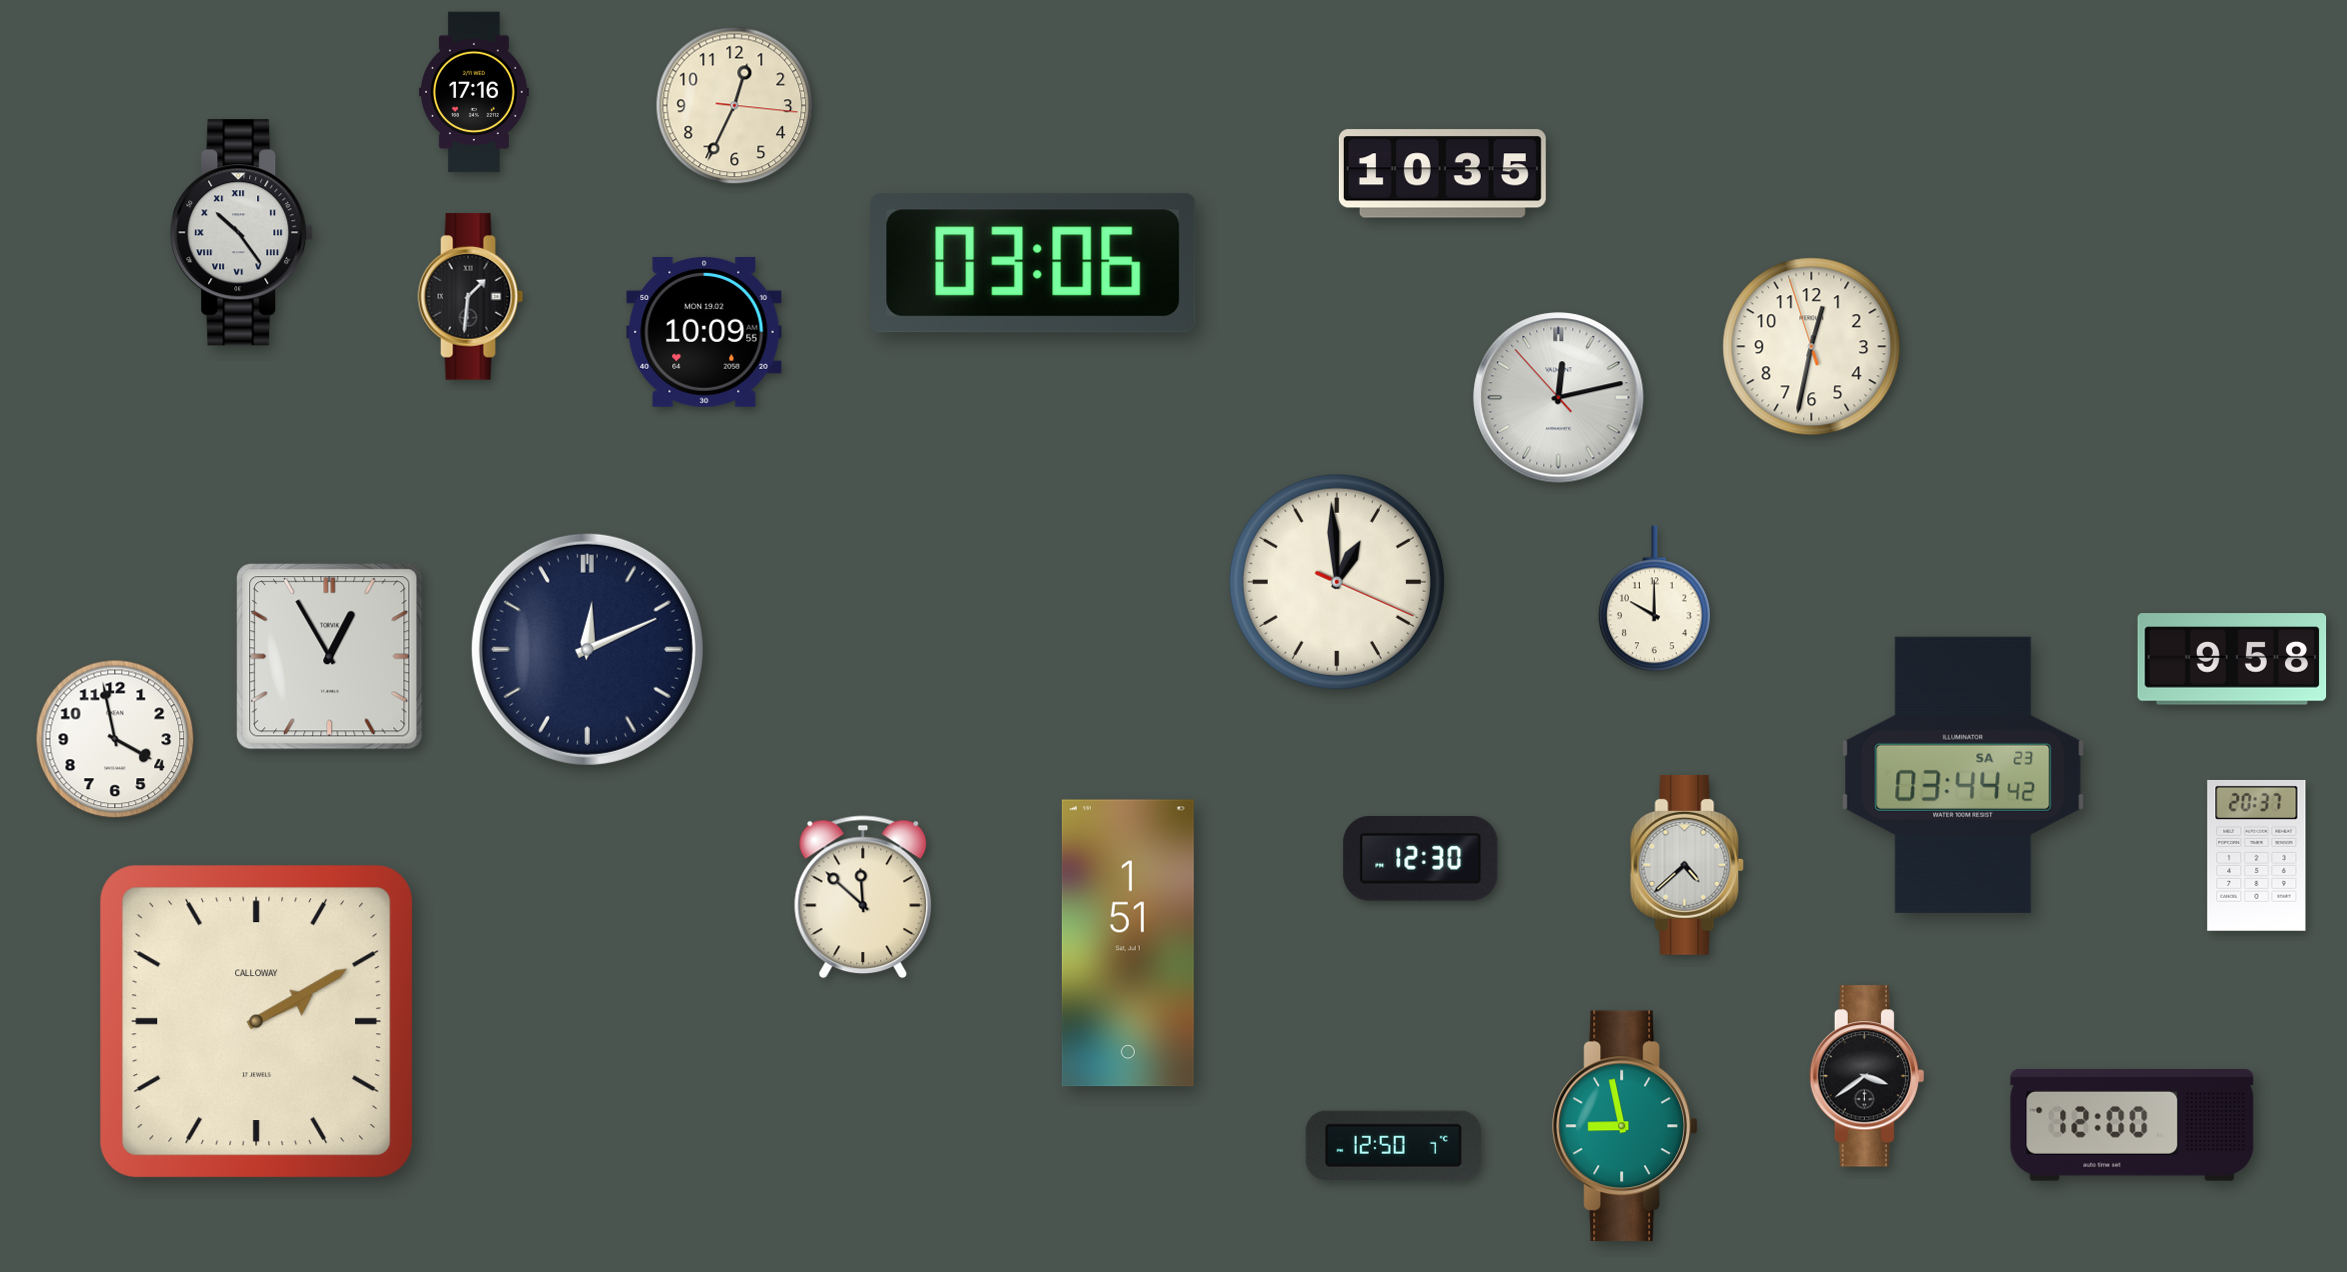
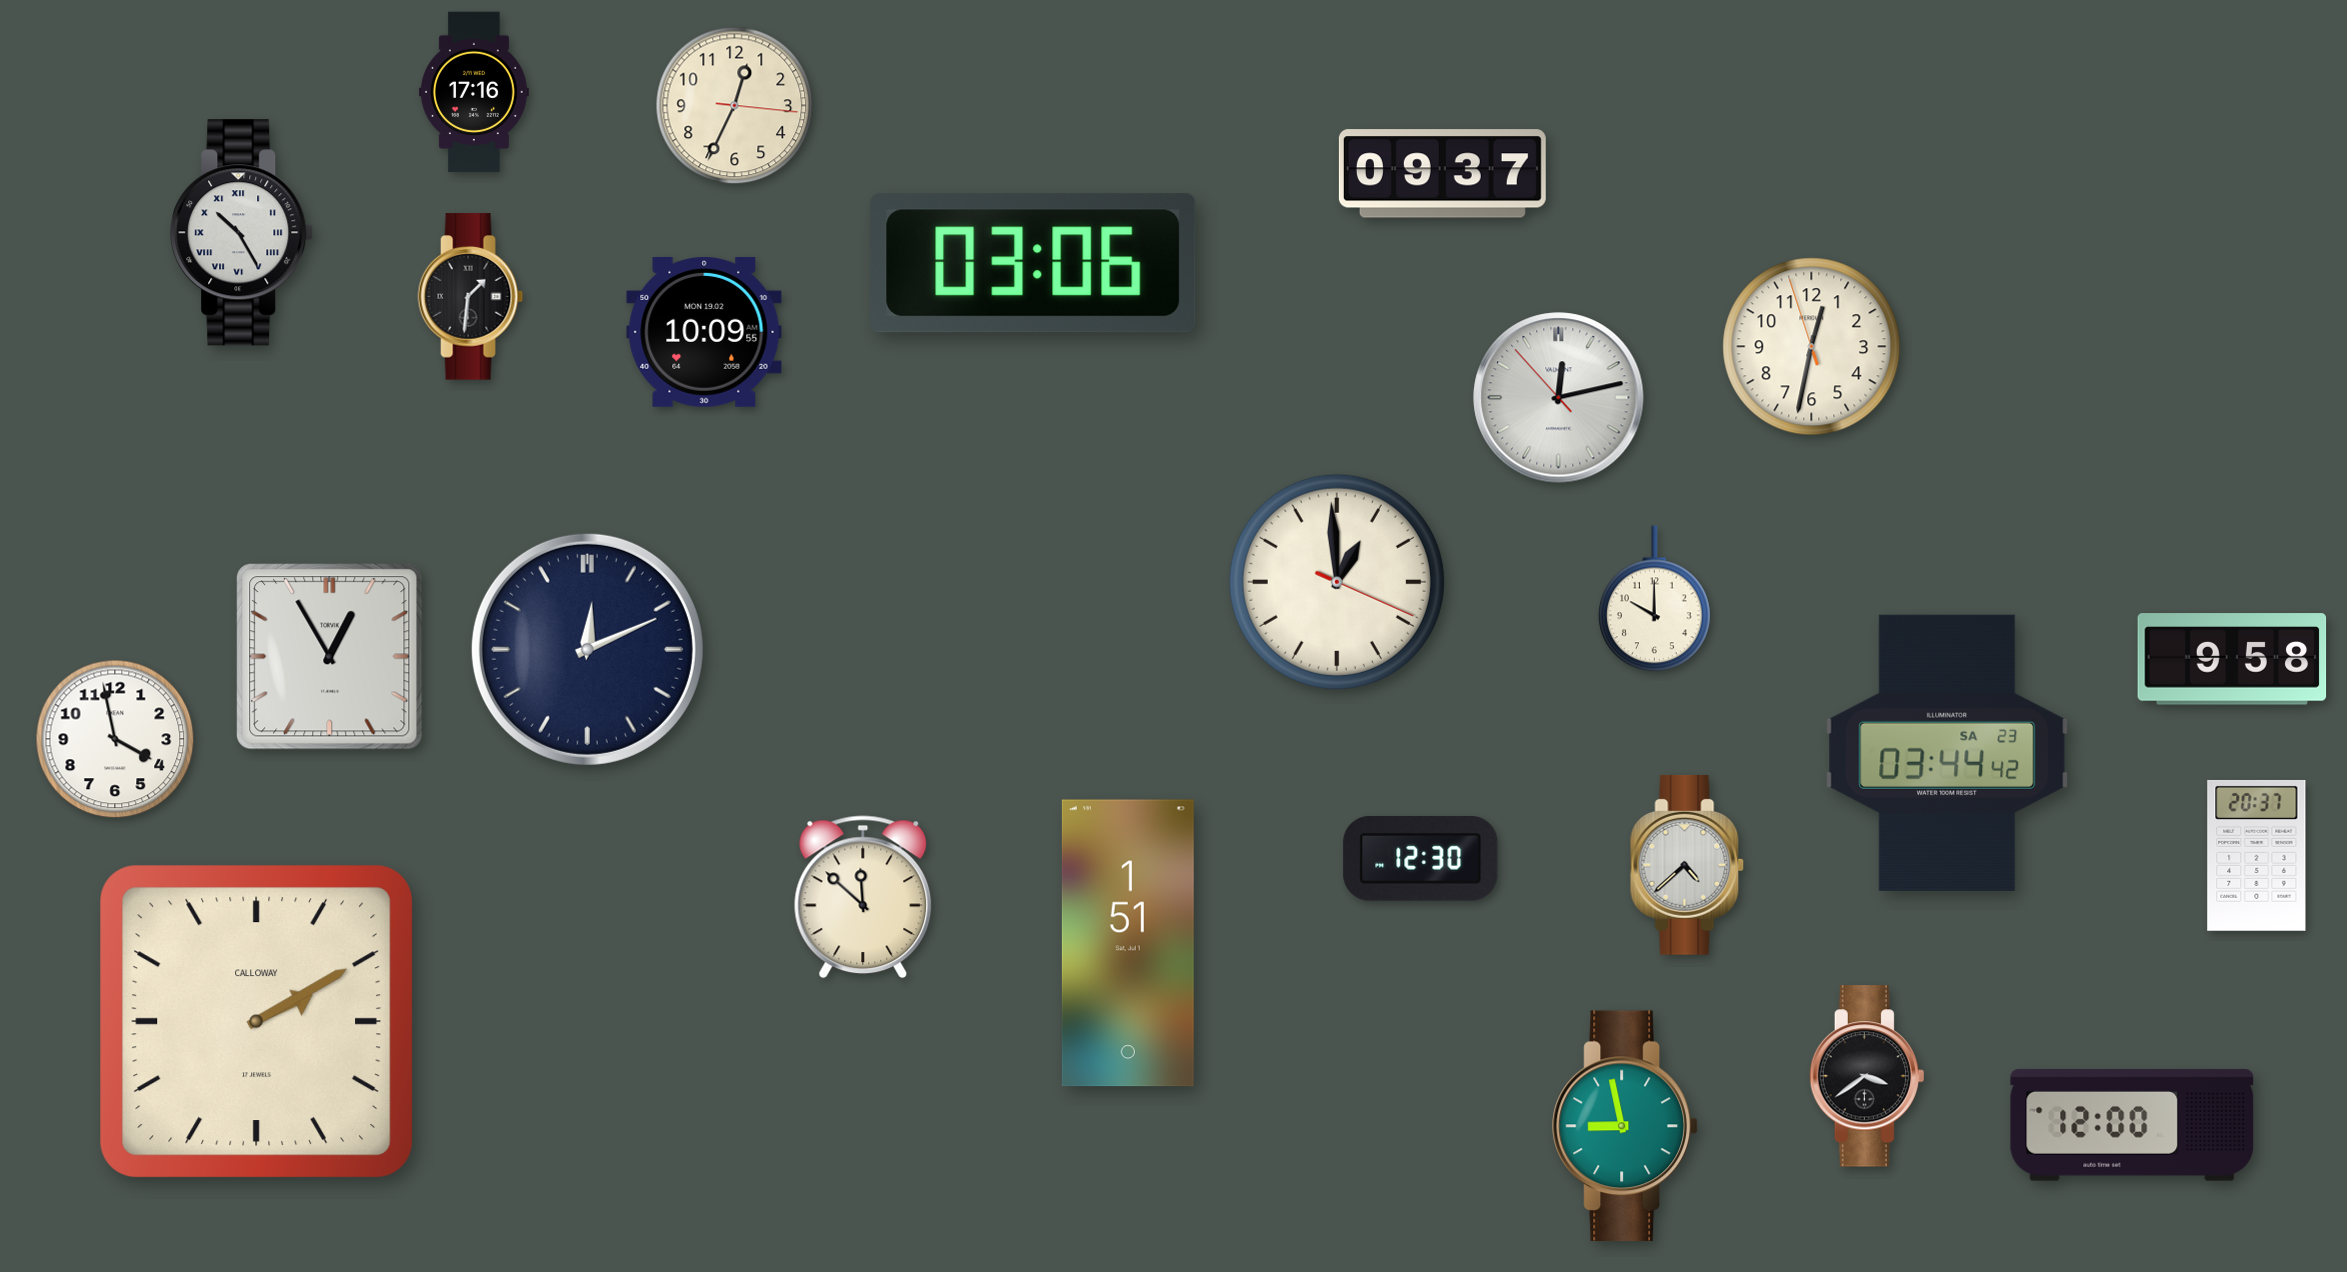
clock at (1442, 174): 10:35 -> 09:37
clock at (242, 233): 10:24 -> 10:25
clock at (1963, 775) position: (1963, 775) -> (1947, 753)
clock at (1393, 1145): 12:50 -> none
